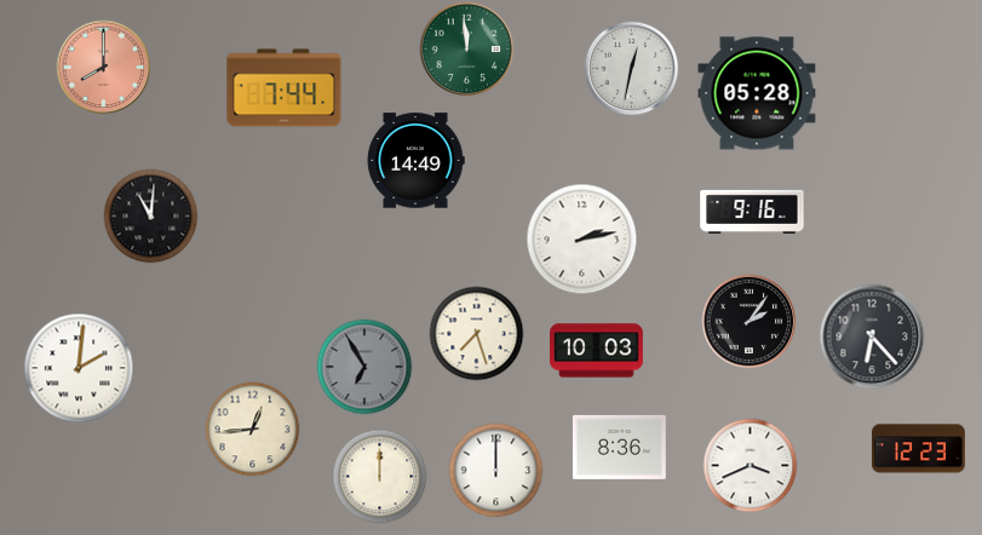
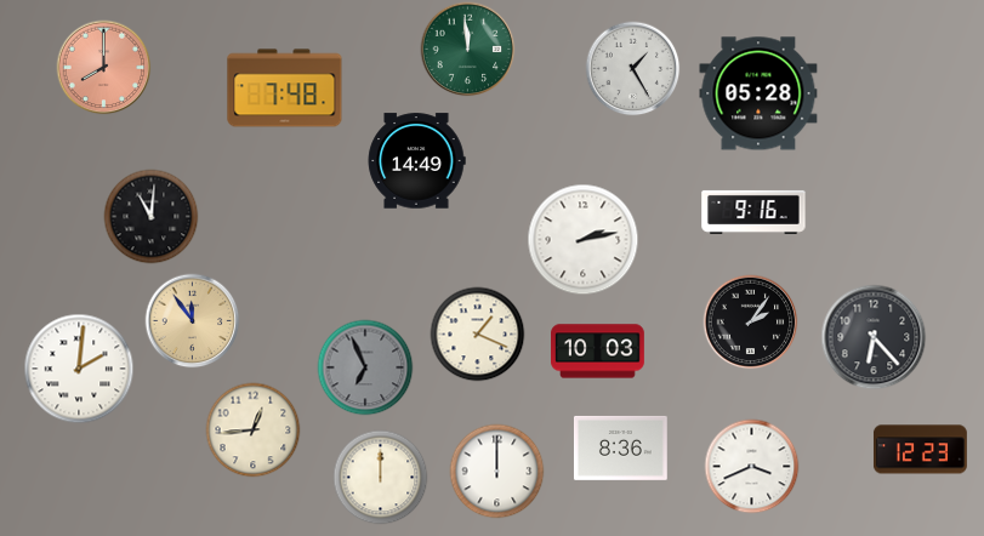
clock at (631, 68): 12:32 -> 1:25
clock at (285, 88): 7:44 -> 7:48
clock at (192, 320): none -> 11:54
clock at (476, 333): 7:27 -> 1:19
clock at (364, 367): 6:55 -> 6:56
